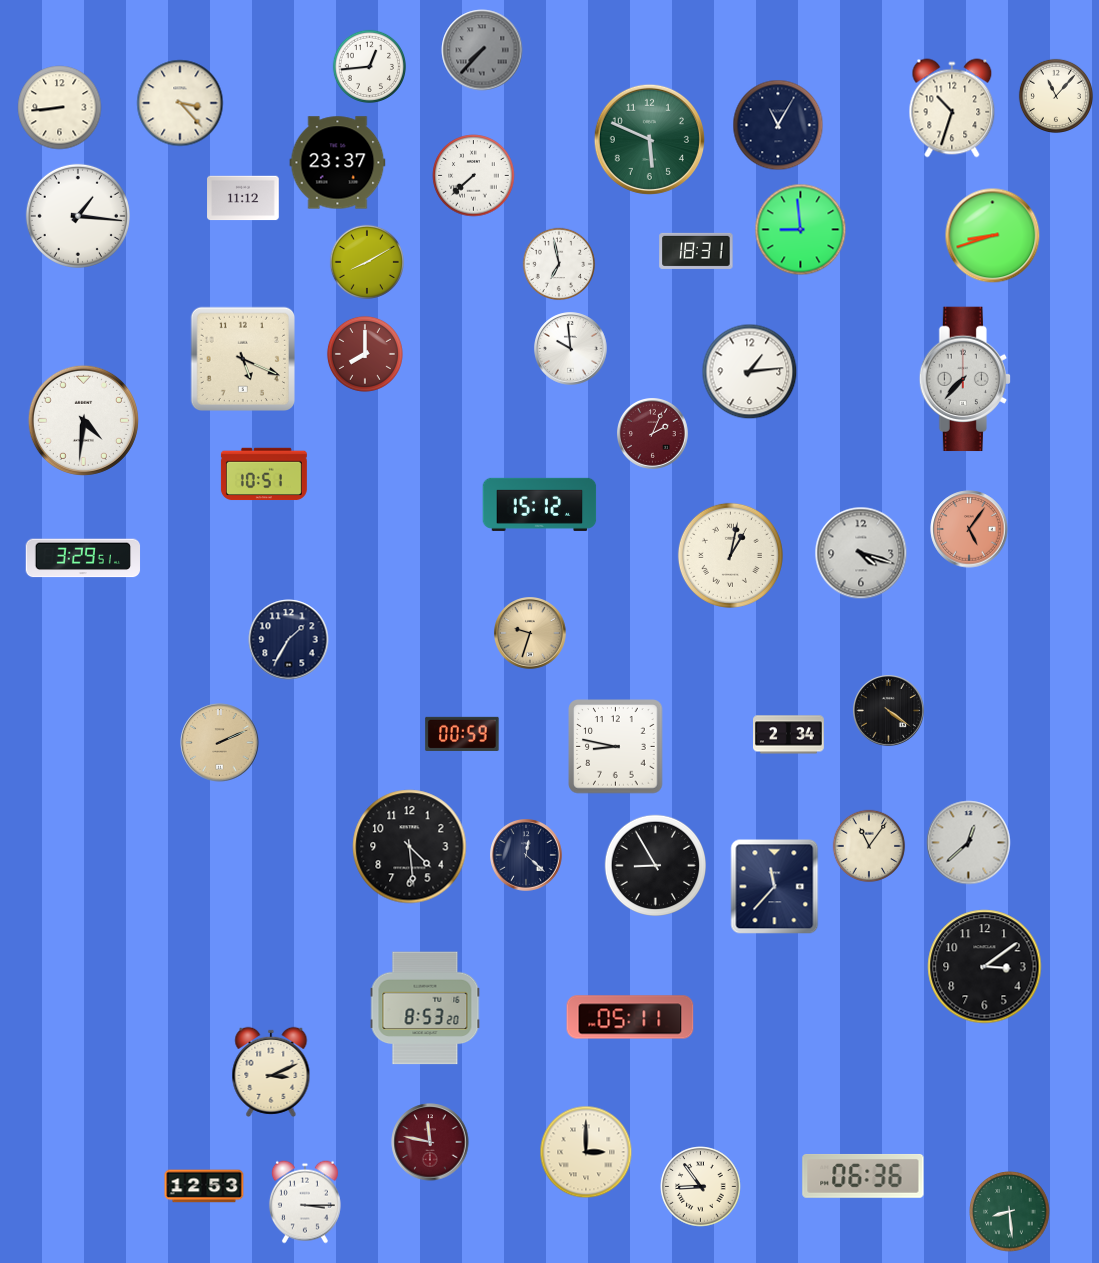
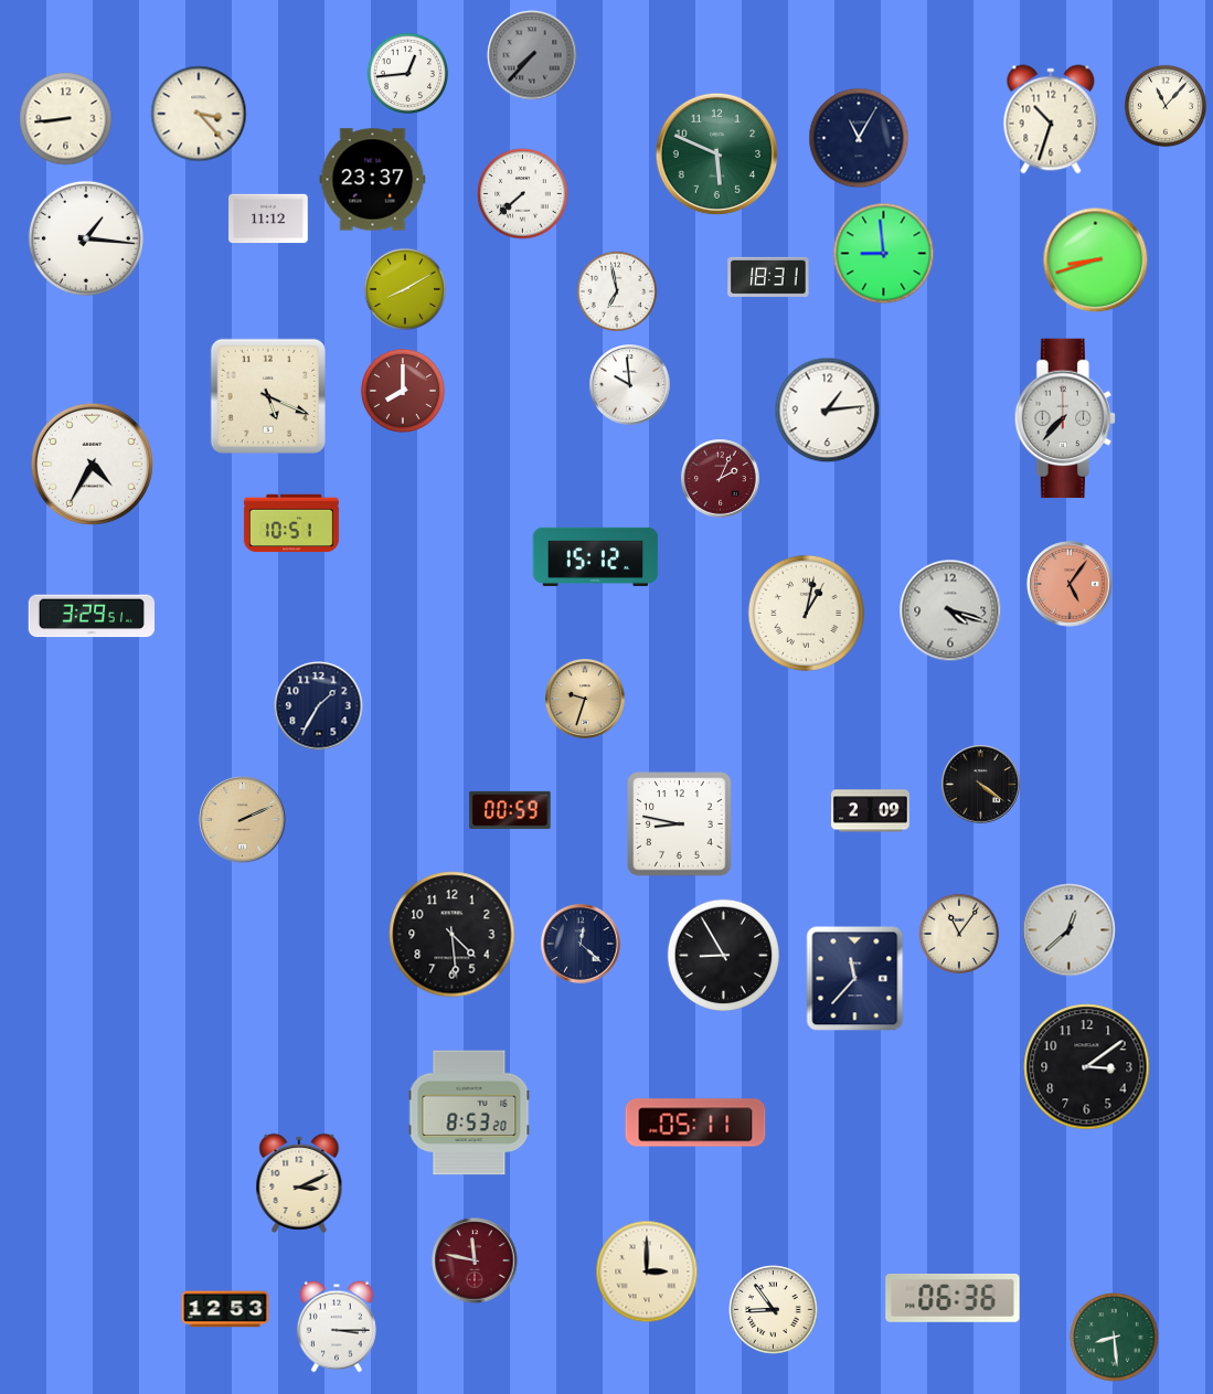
clock at (83, 420): 4:31 -> 4:35
clock at (789, 735): 2:34 -> 2:09
